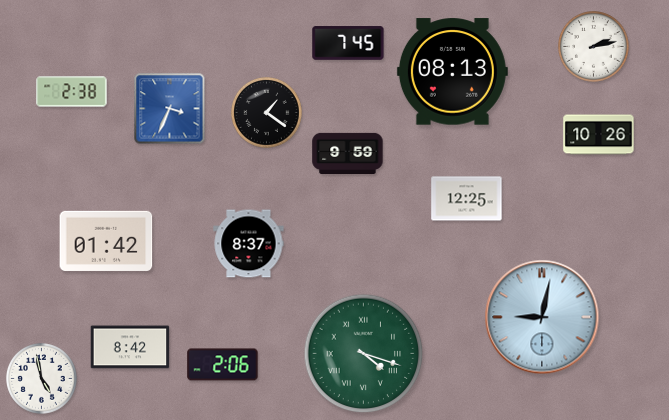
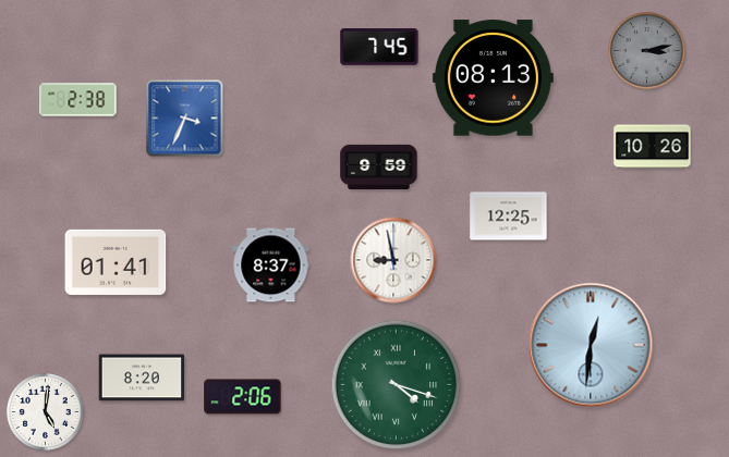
clock at (594, 47): 2:13 -> 3:13
clock at (594, 47) dial: white -> grey
clock at (267, 113): 1:21 -> none
clock at (393, 260): none -> 8:58
clock at (106, 241): 01:42 -> 01:41
clock at (542, 317): 9:02 -> 12:31
clock at (130, 347): 8:42 -> 8:20
clock at (42, 379): 4:58 -> 5:01
